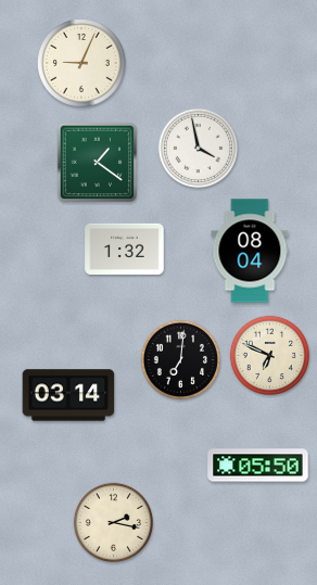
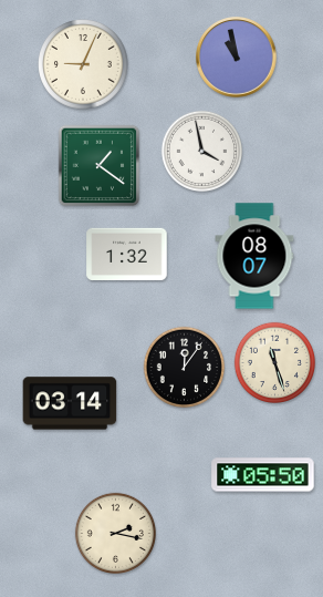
clock at (237, 58): none -> 10:58
clock at (250, 251): 08:04 -> 08:07
clock at (269, 355): 6:49 -> 11:27
clock at (180, 359): 7:01 -> 12:06
